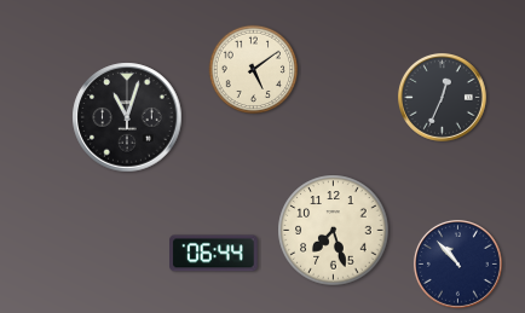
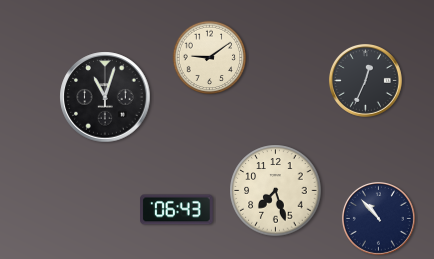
clock at (254, 70): 5:09 -> 9:09
clock at (214, 254): 06:44 -> 06:43
